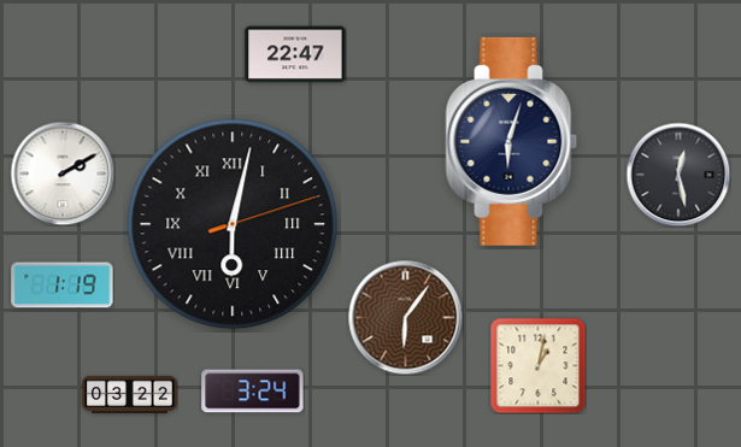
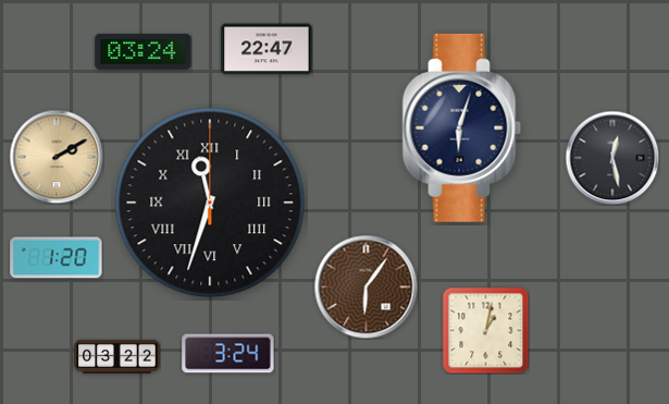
clock at (144, 51): none -> 03:24
clock at (63, 173) dial: white -> champagne
clock at (233, 224): 6:02 -> 11:33
clock at (63, 286): 1:19 -> 1:20
